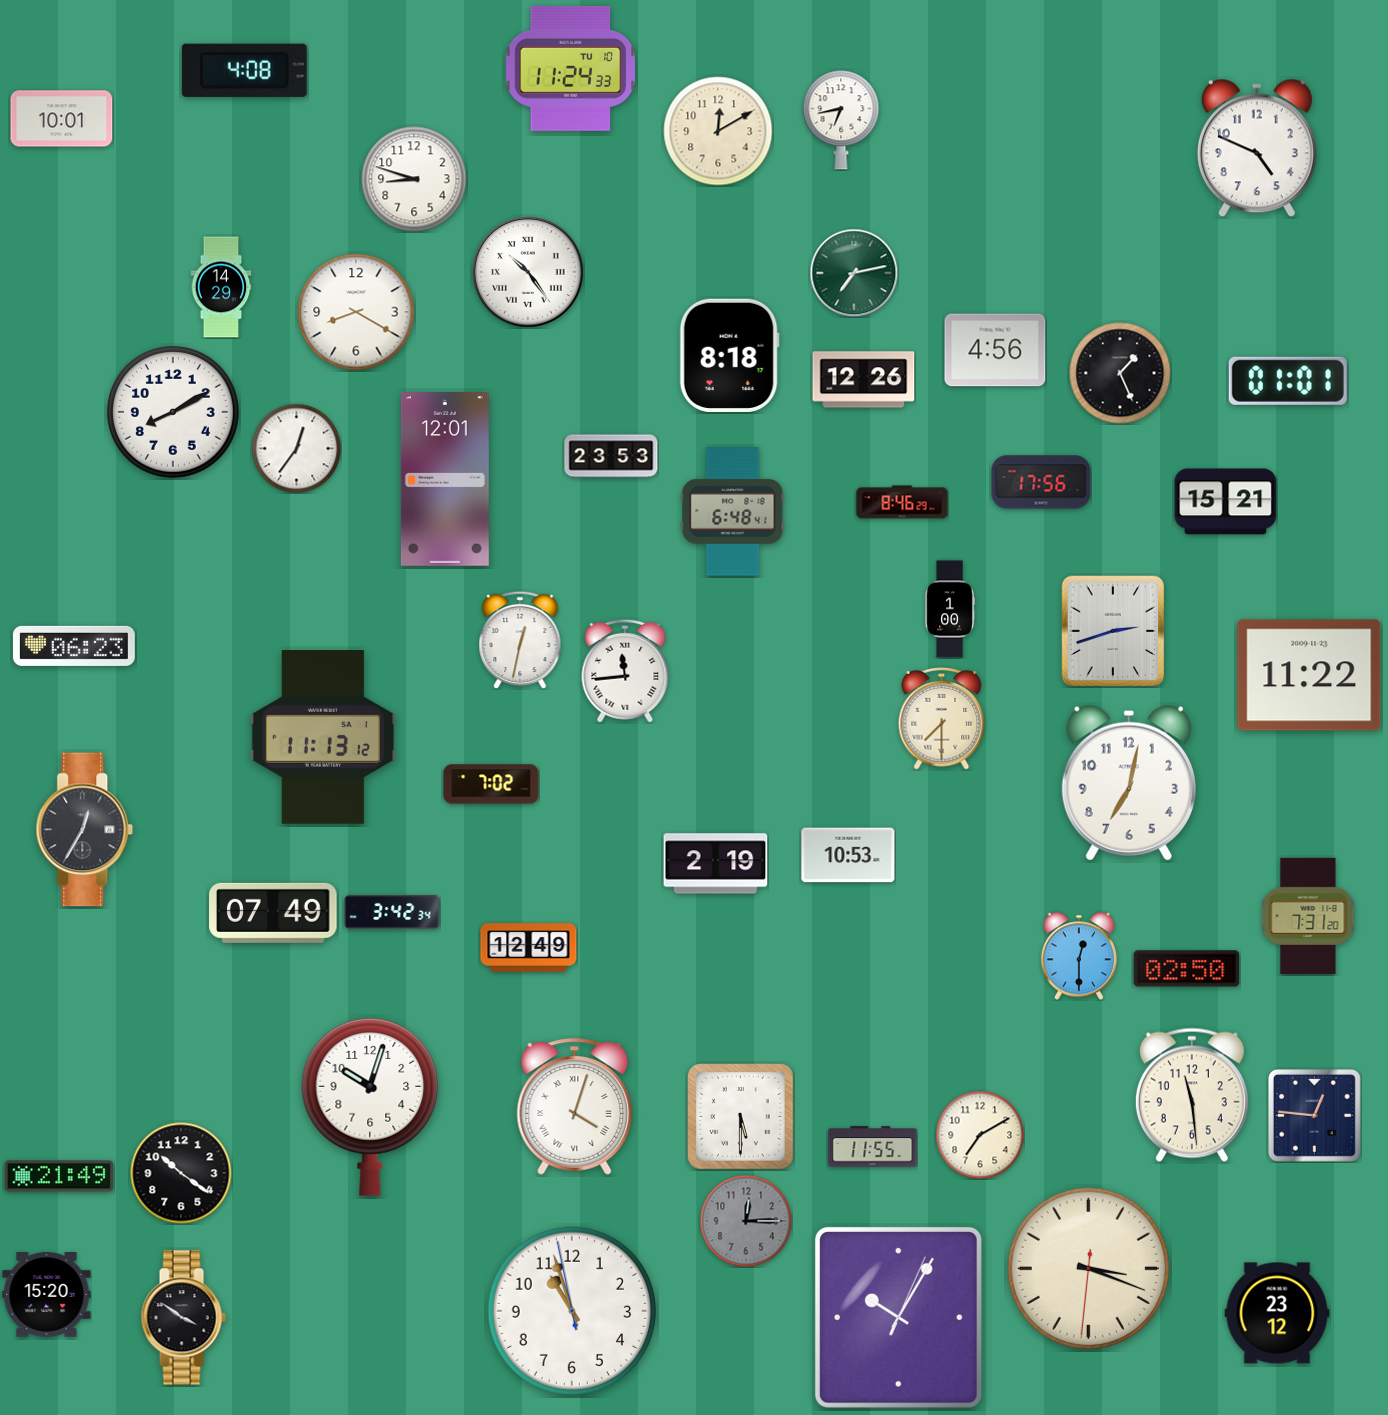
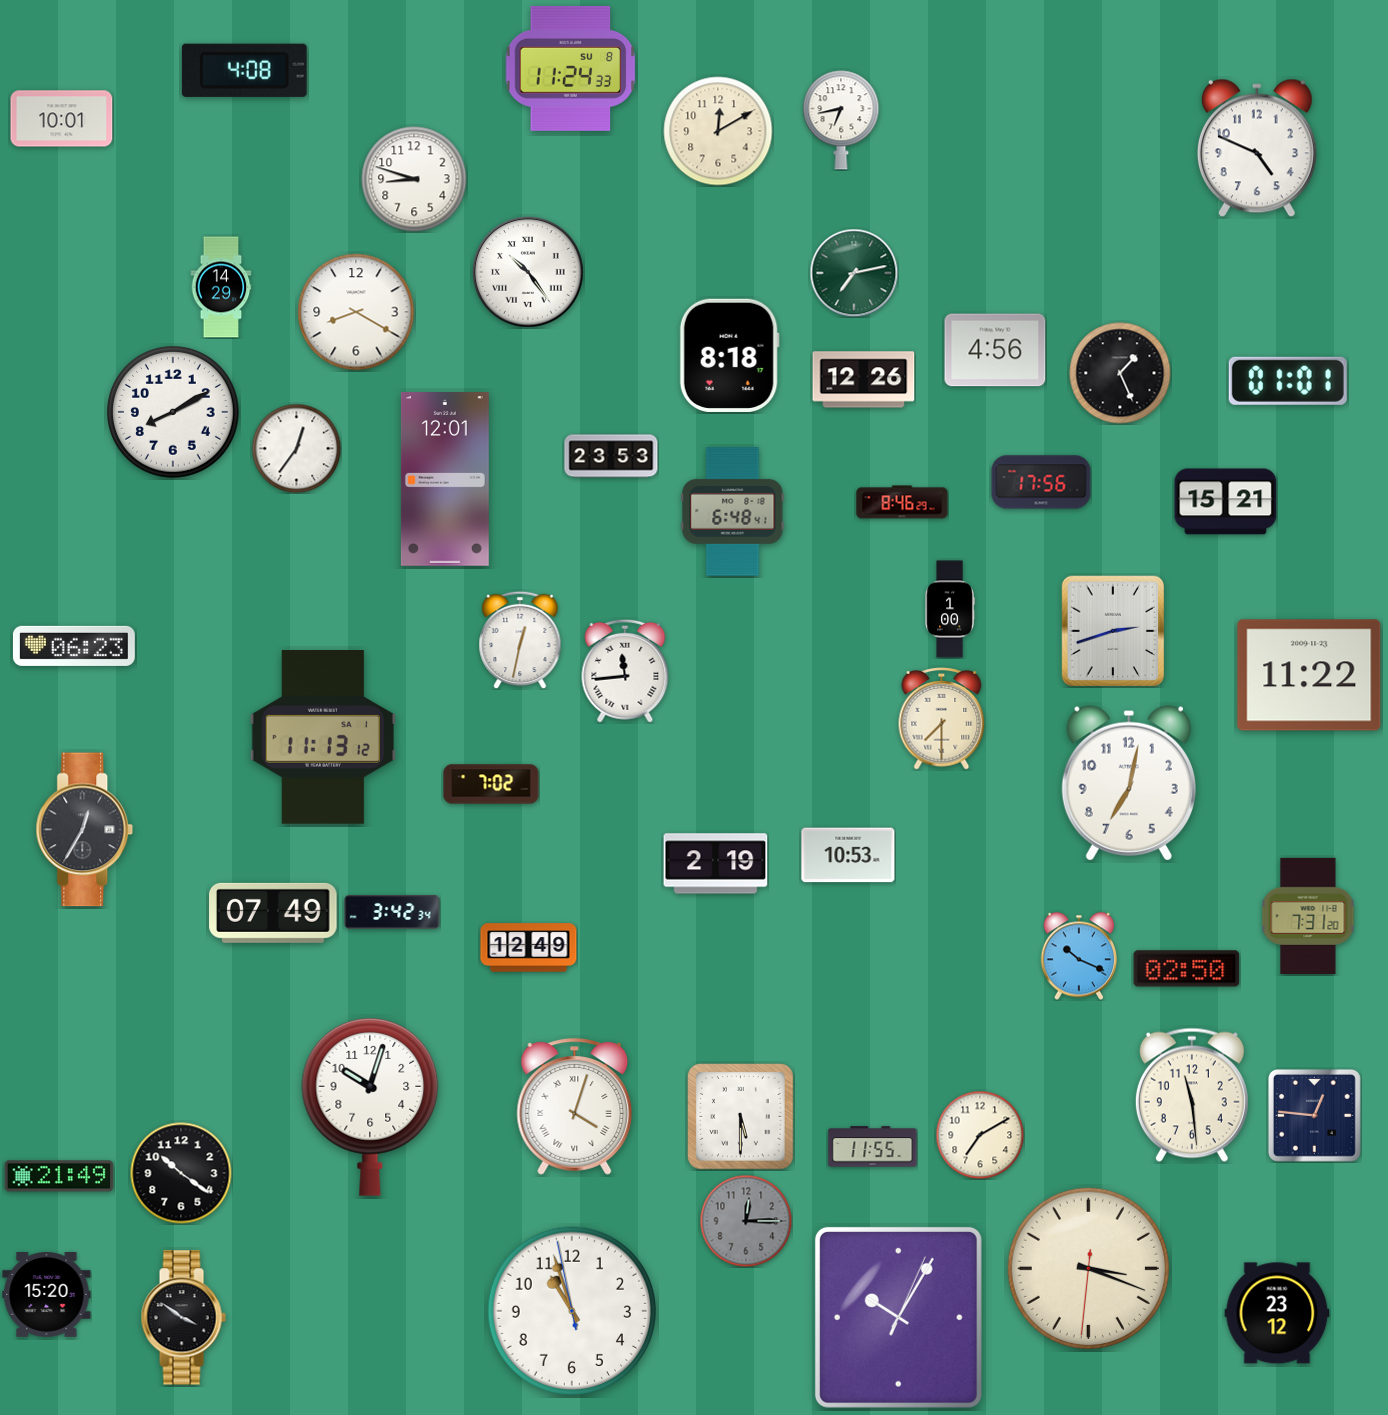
clock at (571, 68) date: TU 10 -> SU 8
clock at (1078, 956): 12:30 -> 10:19
